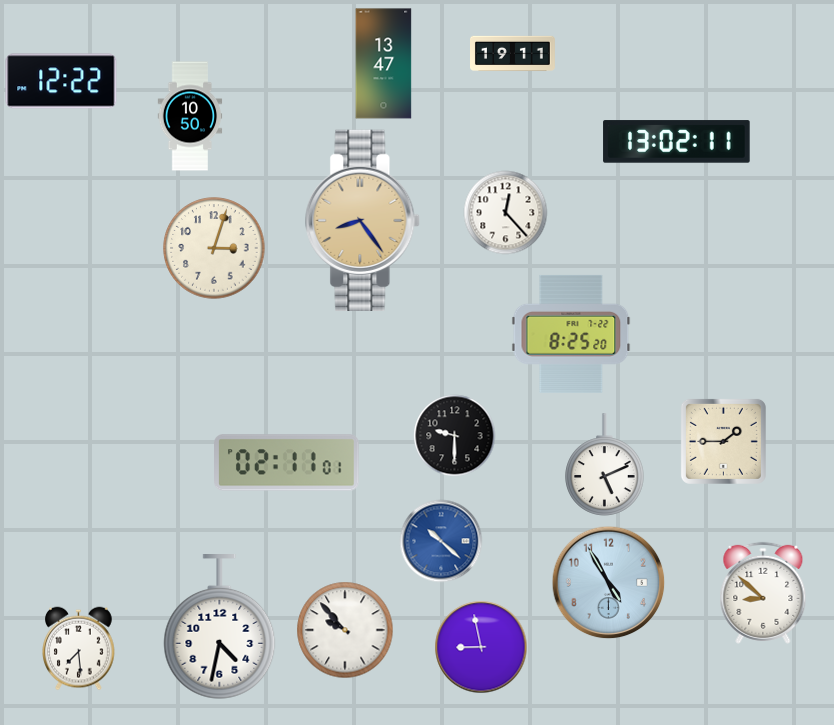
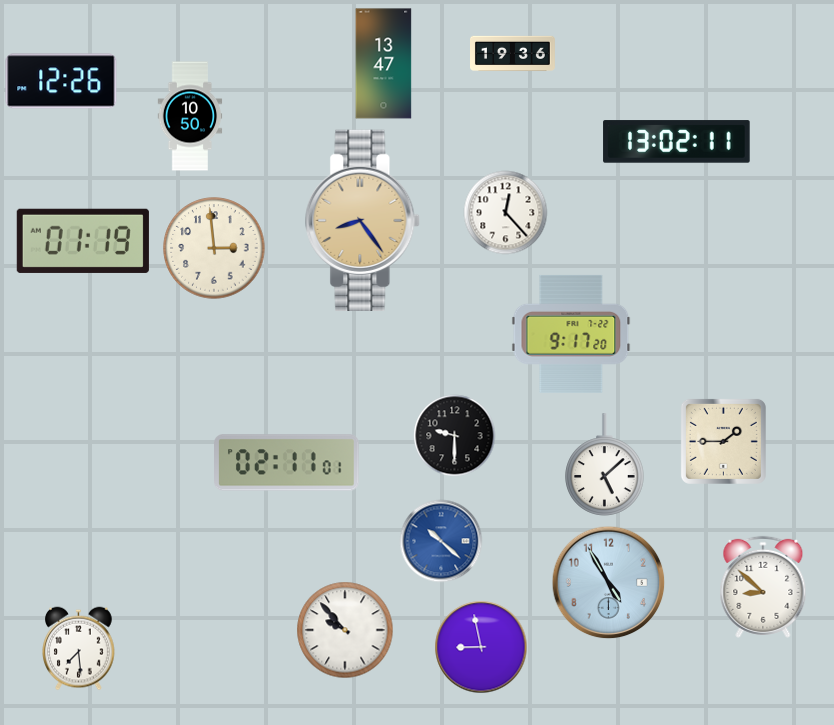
clock at (513, 54): 19:11 -> 19:36
clock at (61, 81): 12:22 -> 12:26
clock at (83, 241): none -> 01:19
clock at (214, 248): 3:03 -> 2:59
clock at (571, 334): 8:25 -> 9:17
clock at (605, 465): 5:11 -> 5:08
clock at (763, 593) position: (763, 593) -> (763, 587)
clock at (220, 627): 4:32 -> none
